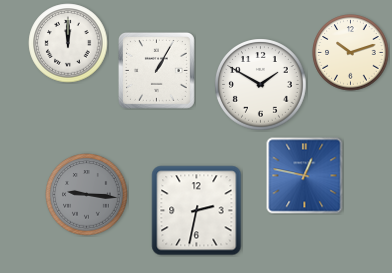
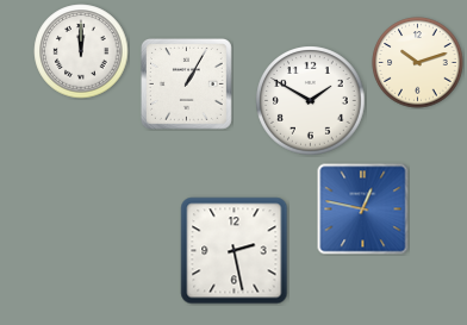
clock at (87, 195): 9:16 -> none
clock at (197, 211): 2:32 -> 2:28
